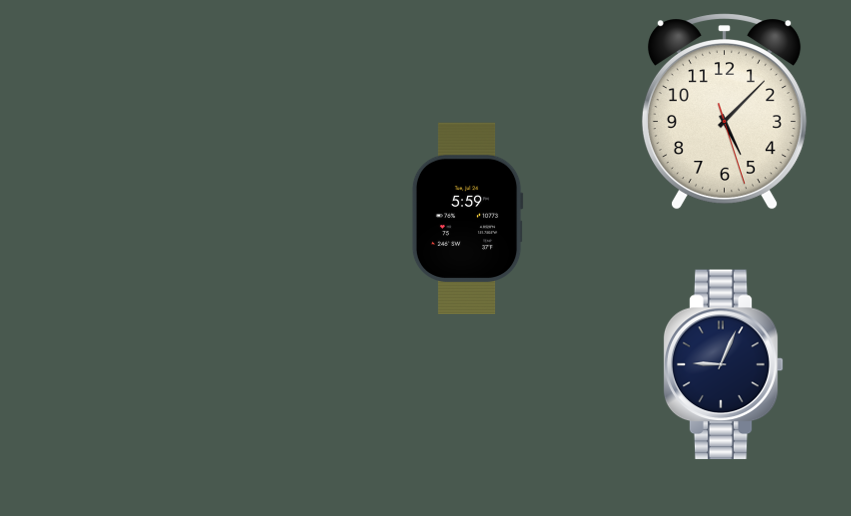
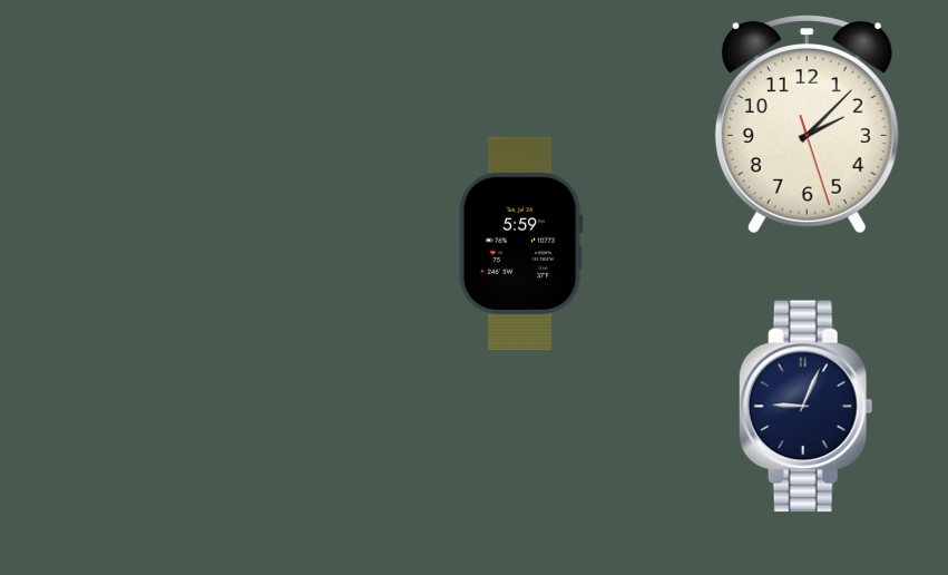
clock at (724, 112): 5:07 -> 2:07
